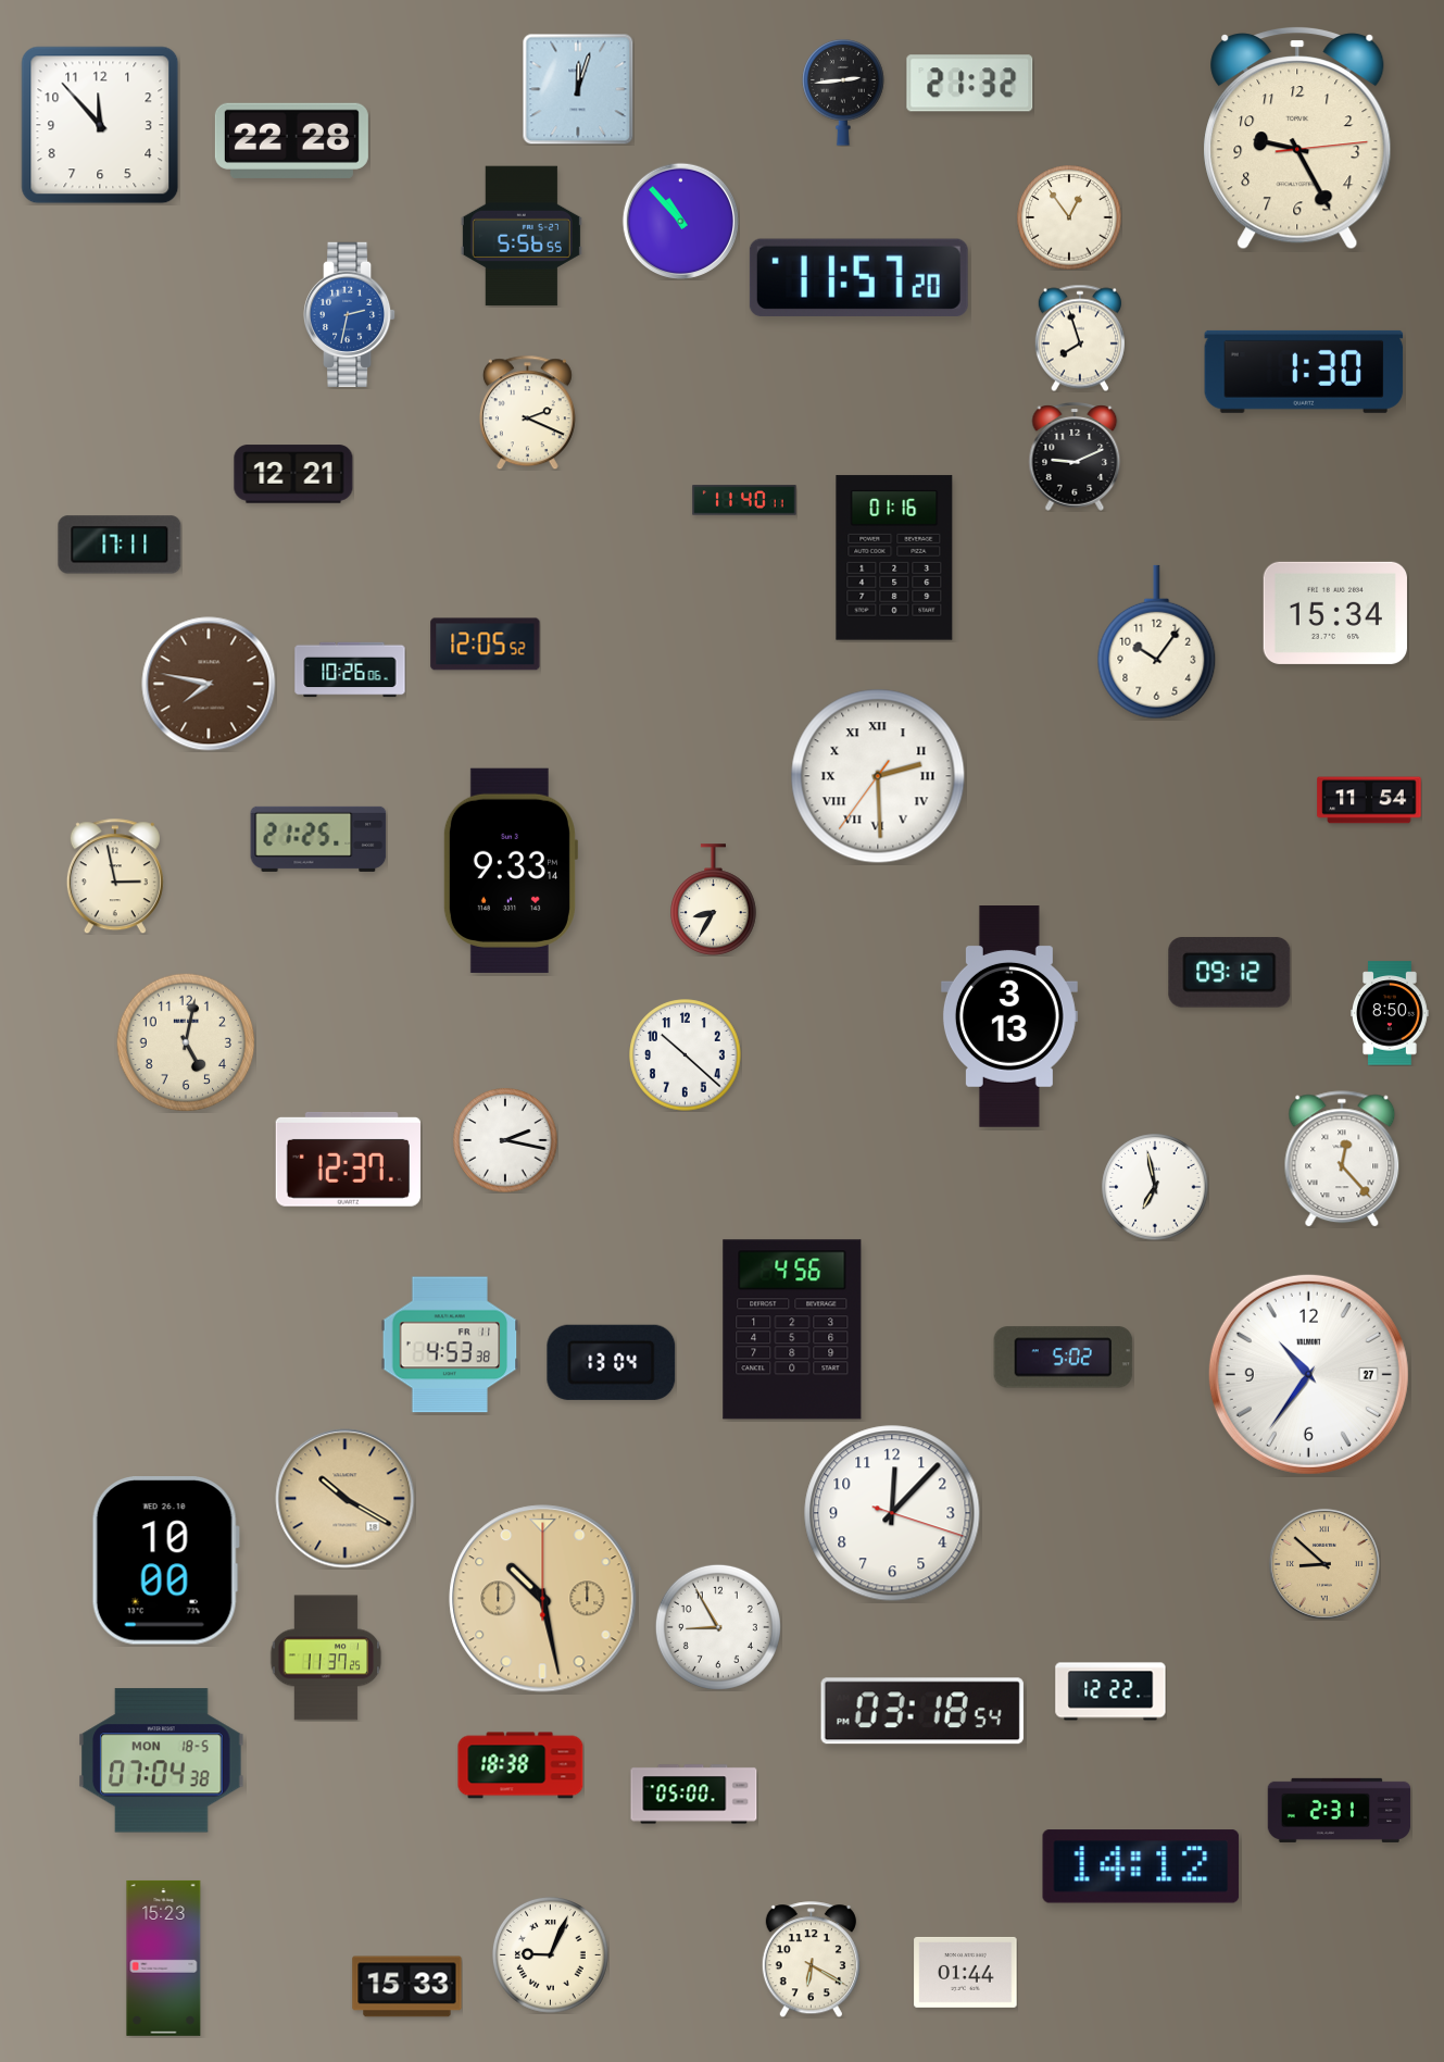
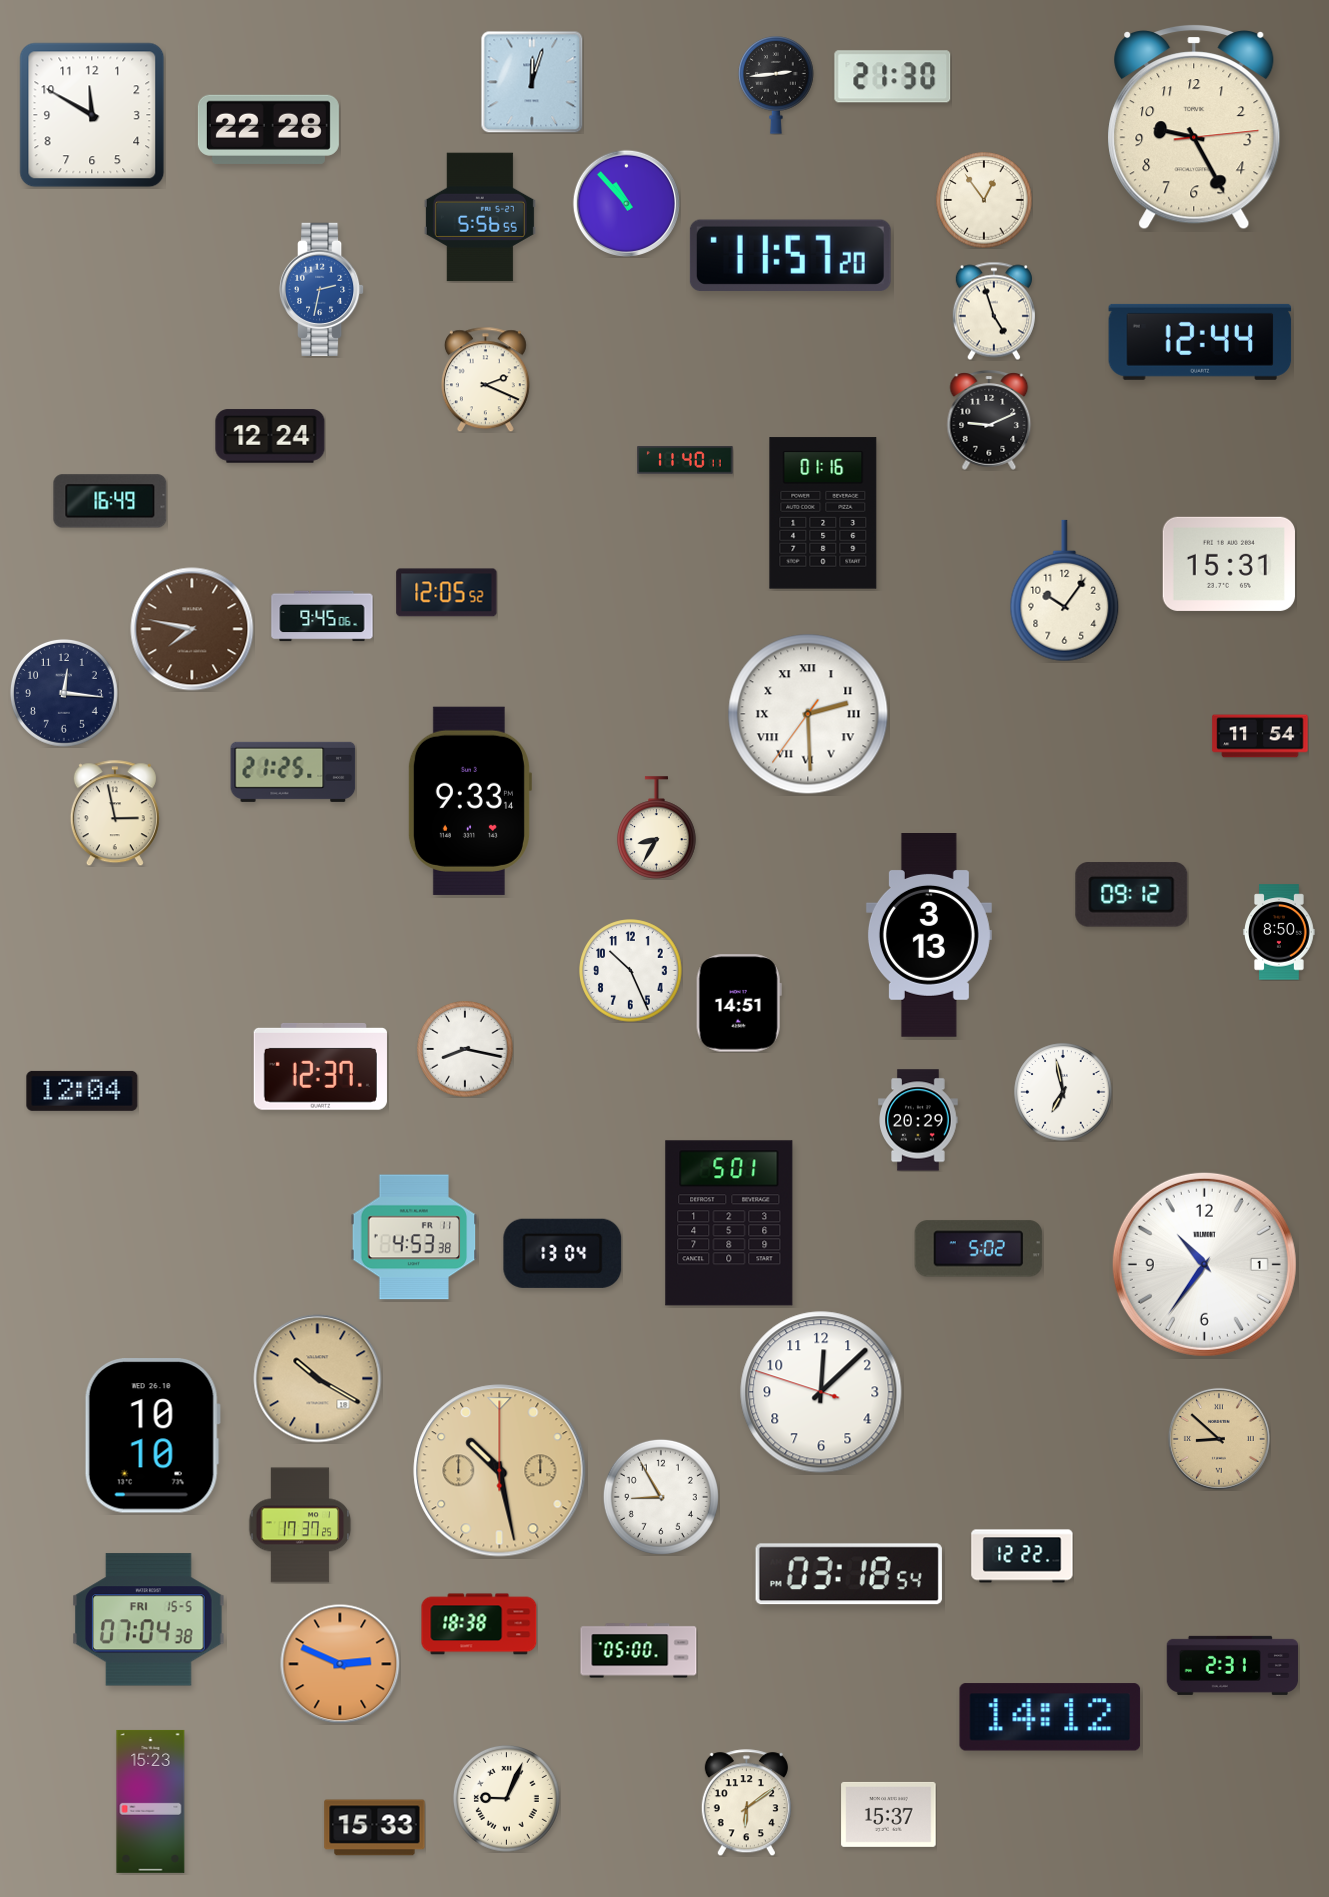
clock at (970, 84): 21:32 -> 21:30
clock at (100, 125): 11:53 -> 11:50
clock at (1080, 338): 7:57 -> 4:57
clock at (1304, 372): 1:30 -> 12:44
clock at (293, 474): 12:21 -> 12:24
clock at (120, 545): 17:11 -> 16:49
clock at (1335, 613): 15:34 -> 15:31
clock at (350, 670): 10:26 -> 9:45
clock at (64, 693): none -> 12:16
clock at (115, 876) position: (115, 876) -> (115, 813)
clock at (186, 1042): 5:02 -> none
clock at (686, 1055): 10:22 -> 10:26
clock at (739, 1003): none -> 14:51
clock at (505, 1140): 2:17 -> 8:17
clock at (1342, 1159): 12:23 -> none
clock at (82, 1091): none -> 12:04
clock at (918, 1120): none -> 20:29
clock at (792, 1329): 4:56 -> 5:01
clock at (1308, 1374) date: 27 -> 1
clock at (892, 1513): 12:07:18 -> 12:07:48
clock at (165, 1561): 10:00 -> 10:10
clock at (326, 1658): 11:37 -> 17:37
clock at (162, 1761) date: MON 18-5 -> FRI 15-5
clock at (340, 1664): none -> 2:49
clock at (811, 1960): 6:20 -> 6:09
clock at (966, 1972): 01:44 -> 15:37
